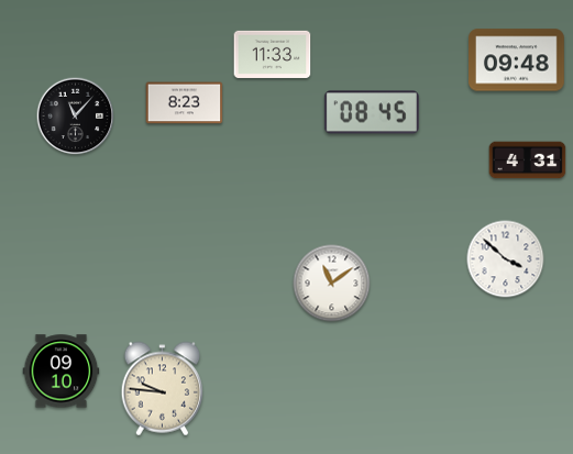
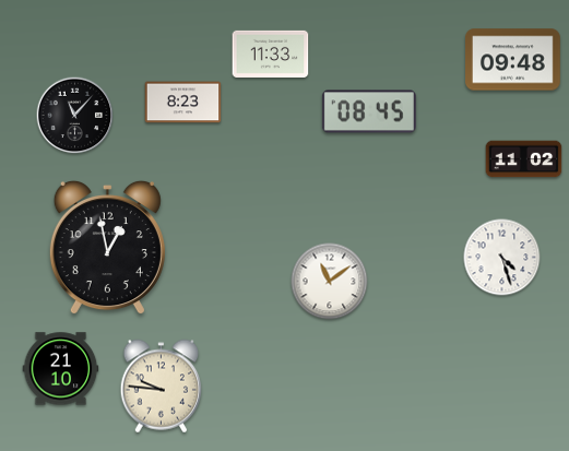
clock at (528, 160): 4:31 -> 11:02
clock at (107, 248): none -> 12:58
clock at (506, 259): 3:52 -> 4:27
clock at (62, 372): 09:10 -> 21:10
